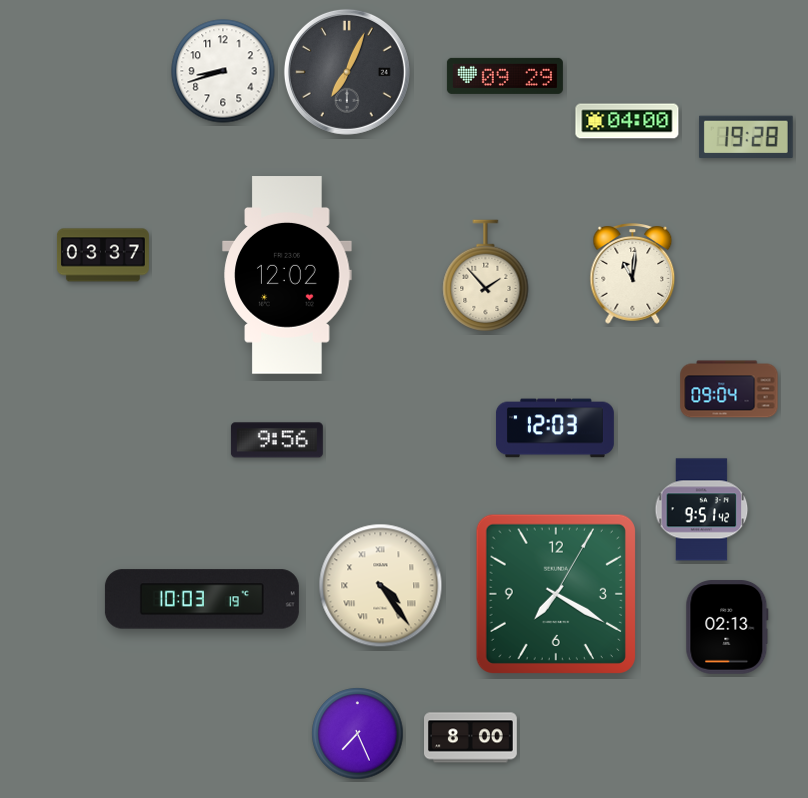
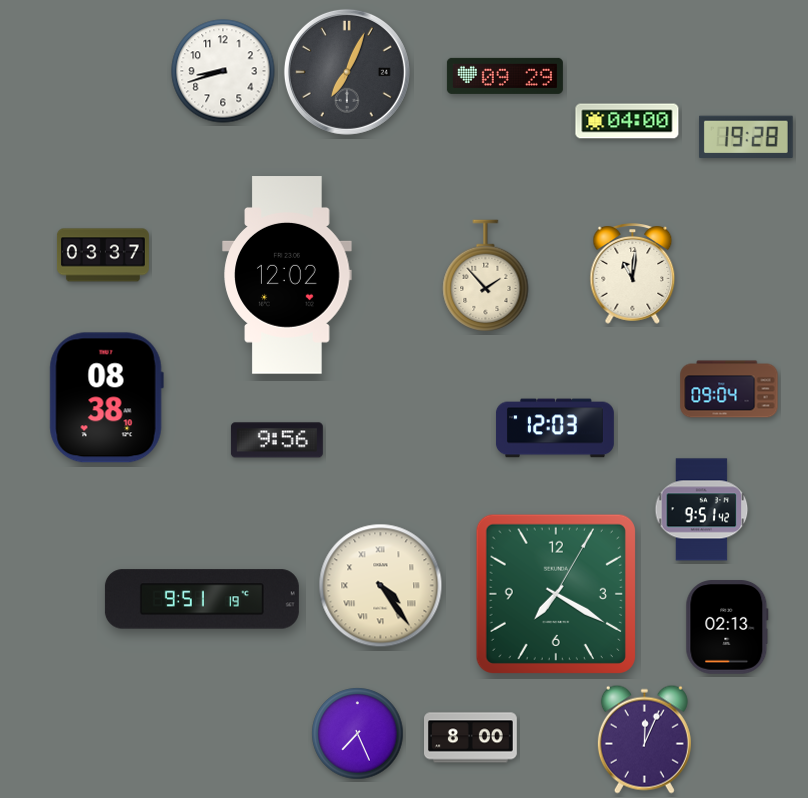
clock at (106, 398): none -> 08:38
clock at (202, 599): 10:03 -> 9:51
clock at (644, 739): none -> 12:04
